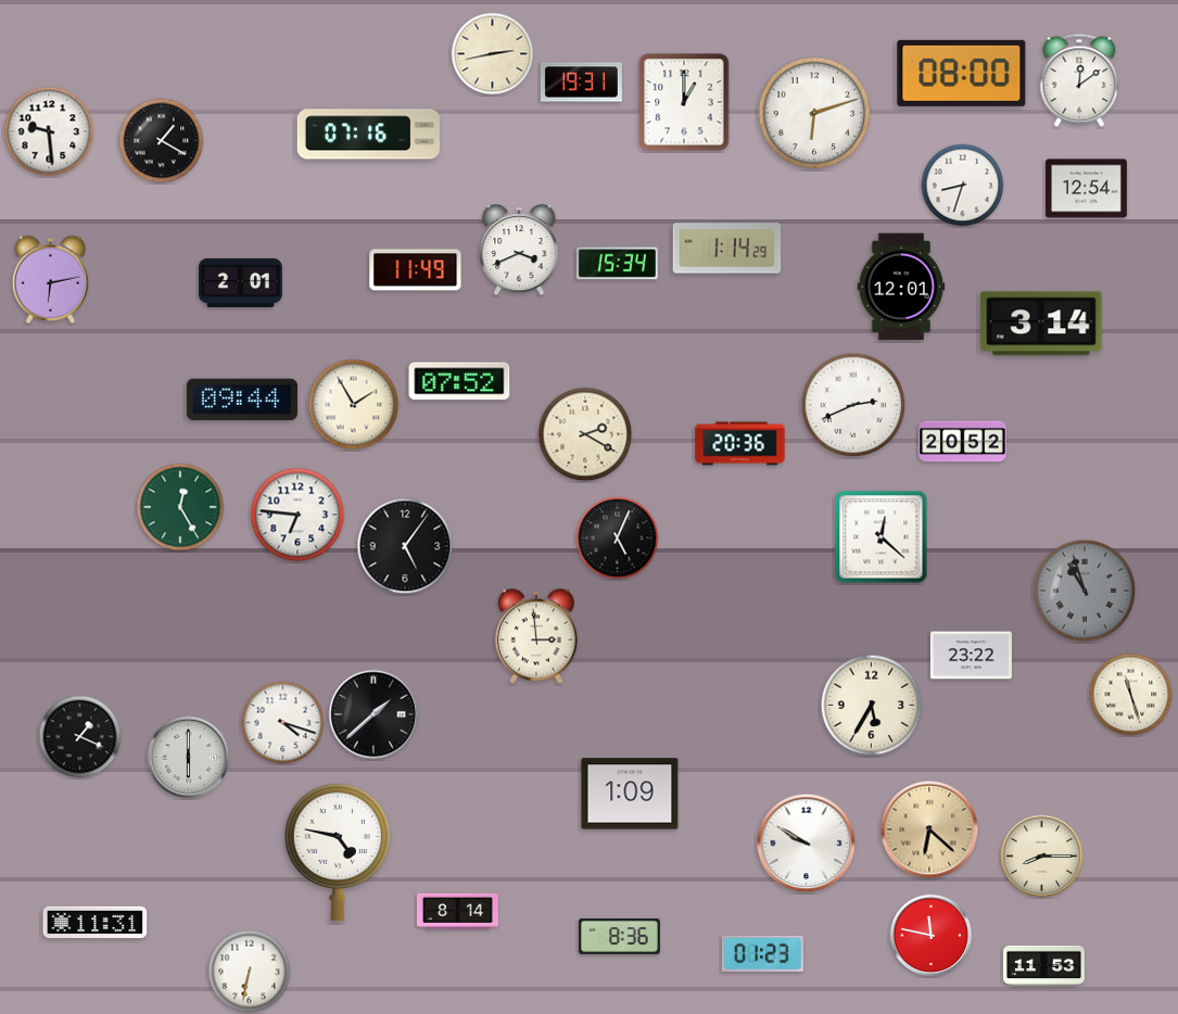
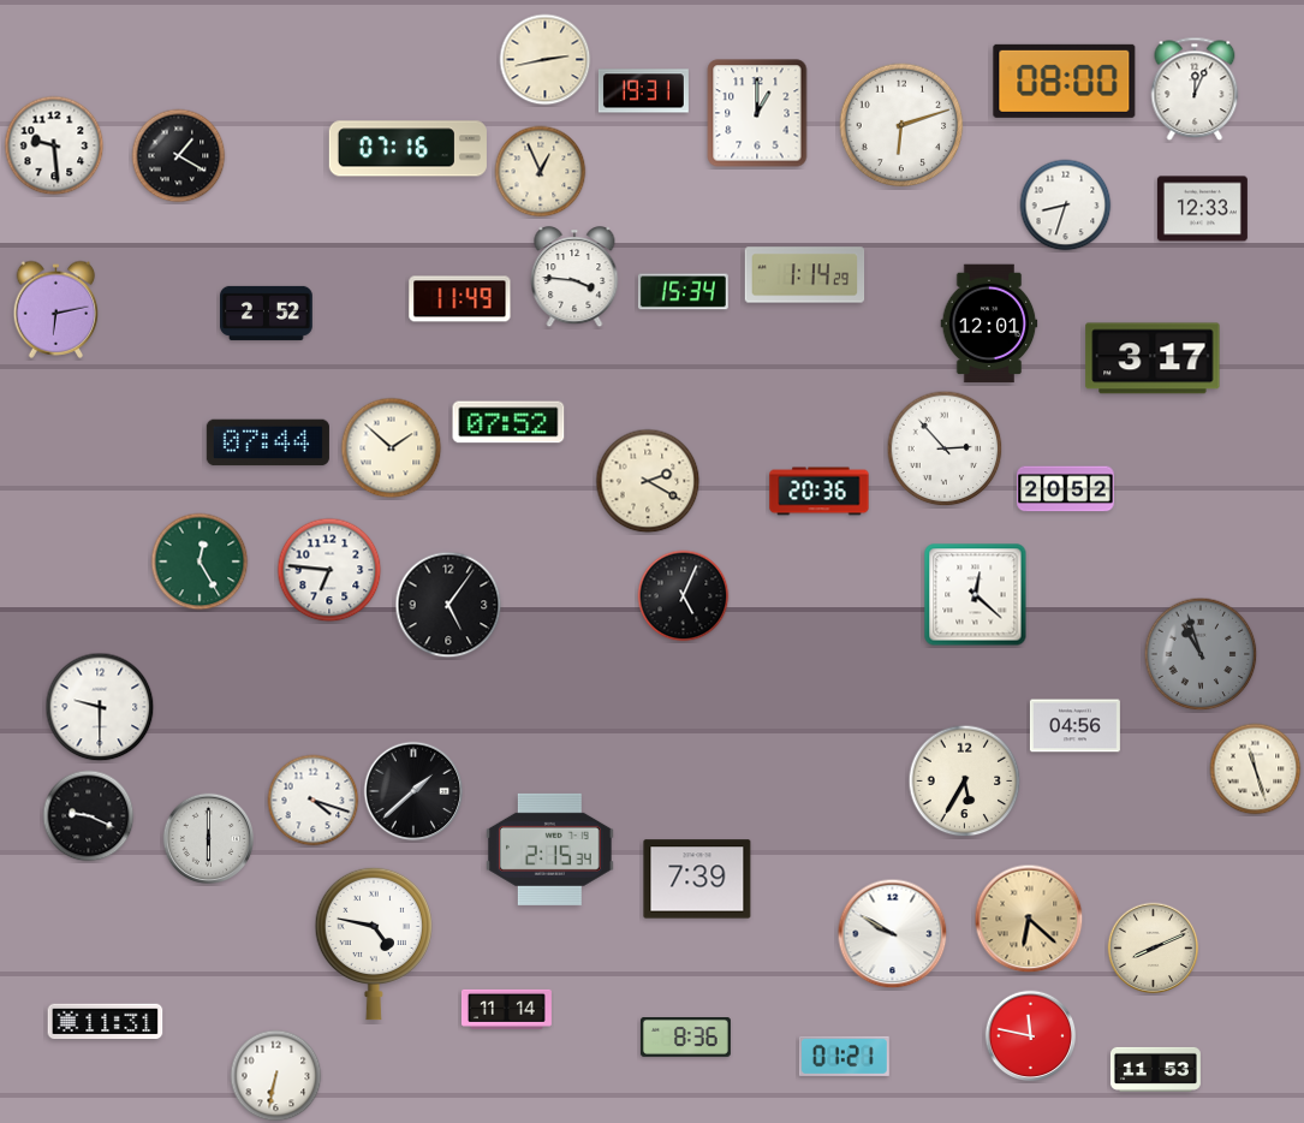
clock at (1079, 80): 12:09 -> 12:04
clock at (541, 172): none -> 12:56
clock at (1086, 189): 12:54 -> 12:33
clock at (519, 251): 3:41 -> 3:46
clock at (241, 282): 2:01 -> 2:52
clock at (901, 287) position: (901, 287) -> (989, 323)
clock at (1041, 324): 3:14 -> 3:17
clock at (242, 400): 09:44 -> 07:44
clock at (354, 405): 1:55 -> 1:52
clock at (853, 405): 2:41 -> 2:53
clock at (536, 636): 2:59 -> none
clock at (100, 707): none -> 9:30
clock at (971, 656): 23:22 -> 04:56
clock at (1131, 695) position: (1131, 695) -> (1256, 770)
clock at (80, 737): 1:19 -> 9:19
clock at (549, 849): none -> 2:15
clock at (630, 794): 1:09 -> 7:39
clock at (1042, 857): 8:15 -> 8:11
clock at (457, 911): 8:14 -> 11:14
clock at (762, 953): 01:23 -> 01:21
